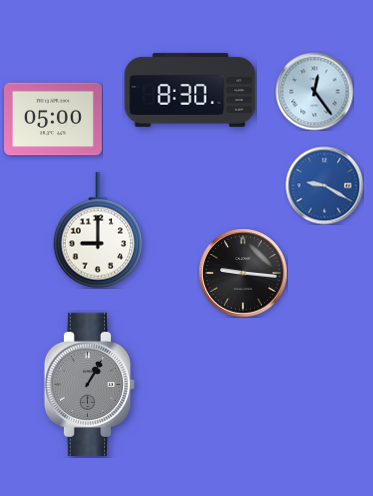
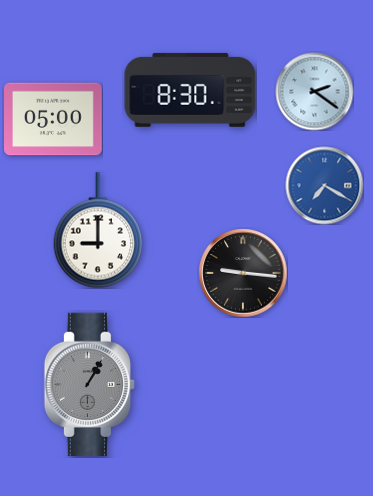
clock at (314, 91): 12:24 -> 2:21
clock at (324, 185): 9:20 -> 7:20
